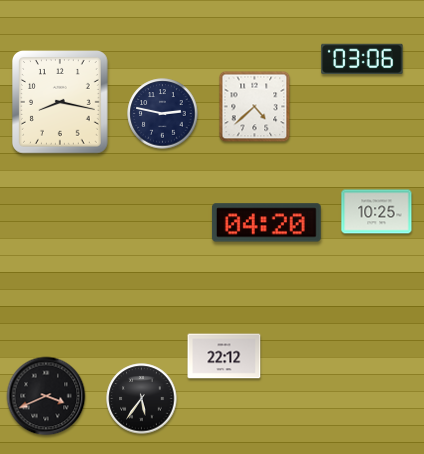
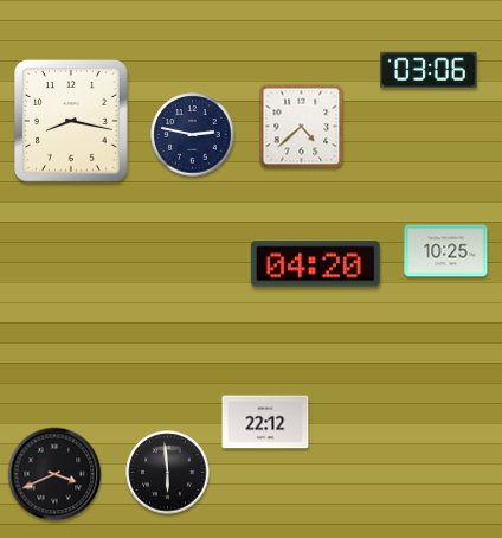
clock at (46, 396) position: (46, 396) -> (54, 474)
clock at (142, 399): 5:36 -> 5:59
